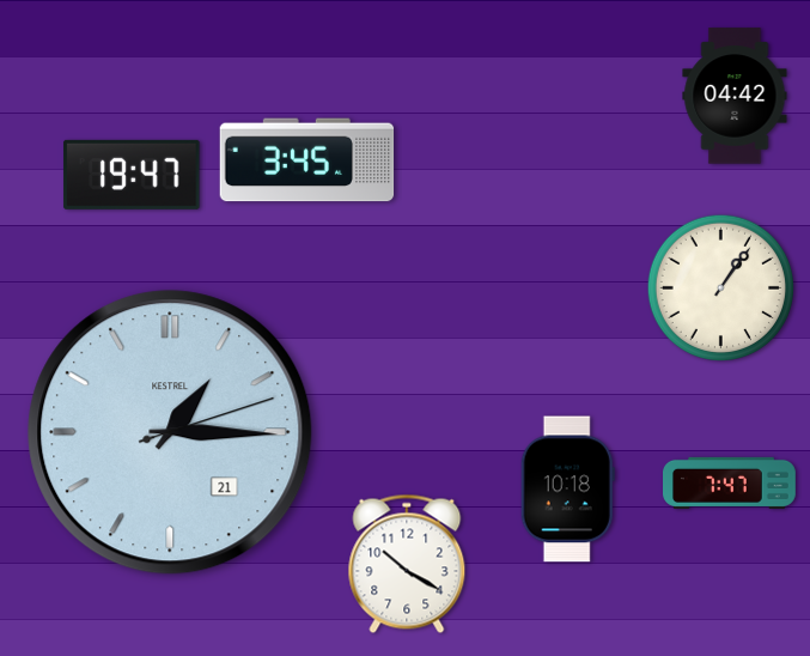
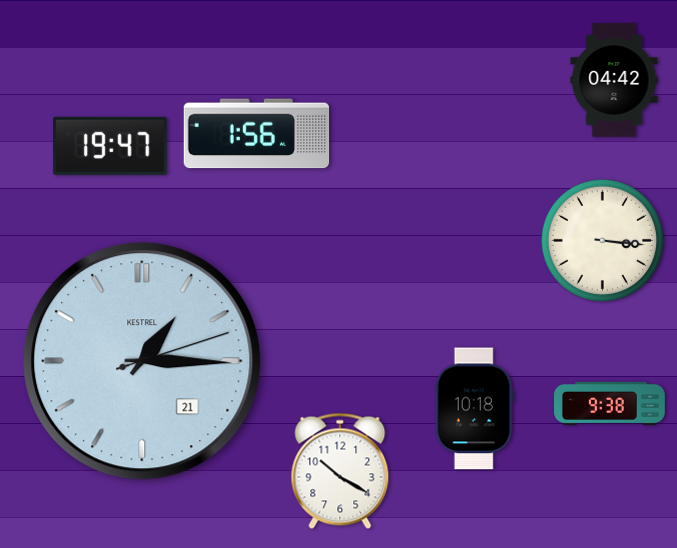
clock at (307, 160): 3:45 -> 1:56
clock at (720, 287): 1:06 -> 3:16
clock at (730, 482): 7:47 -> 9:38
